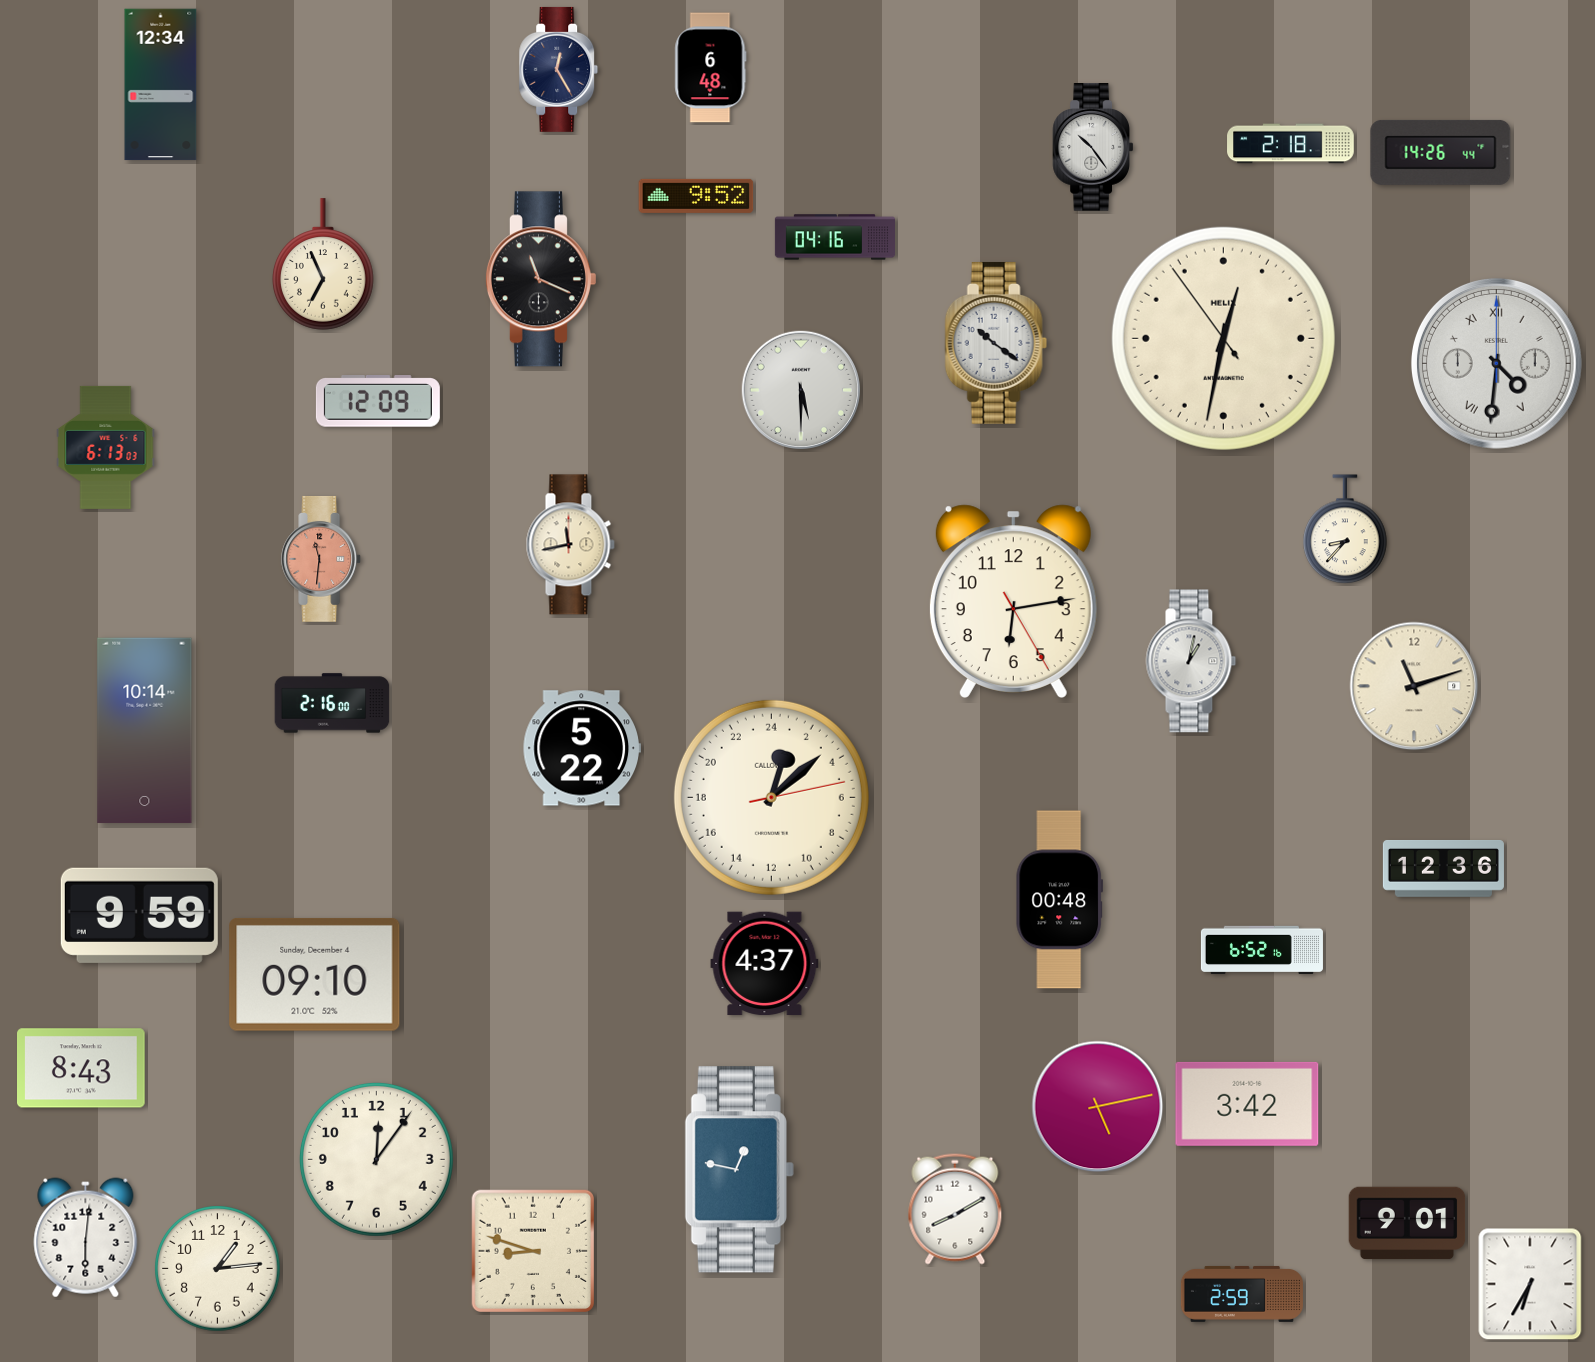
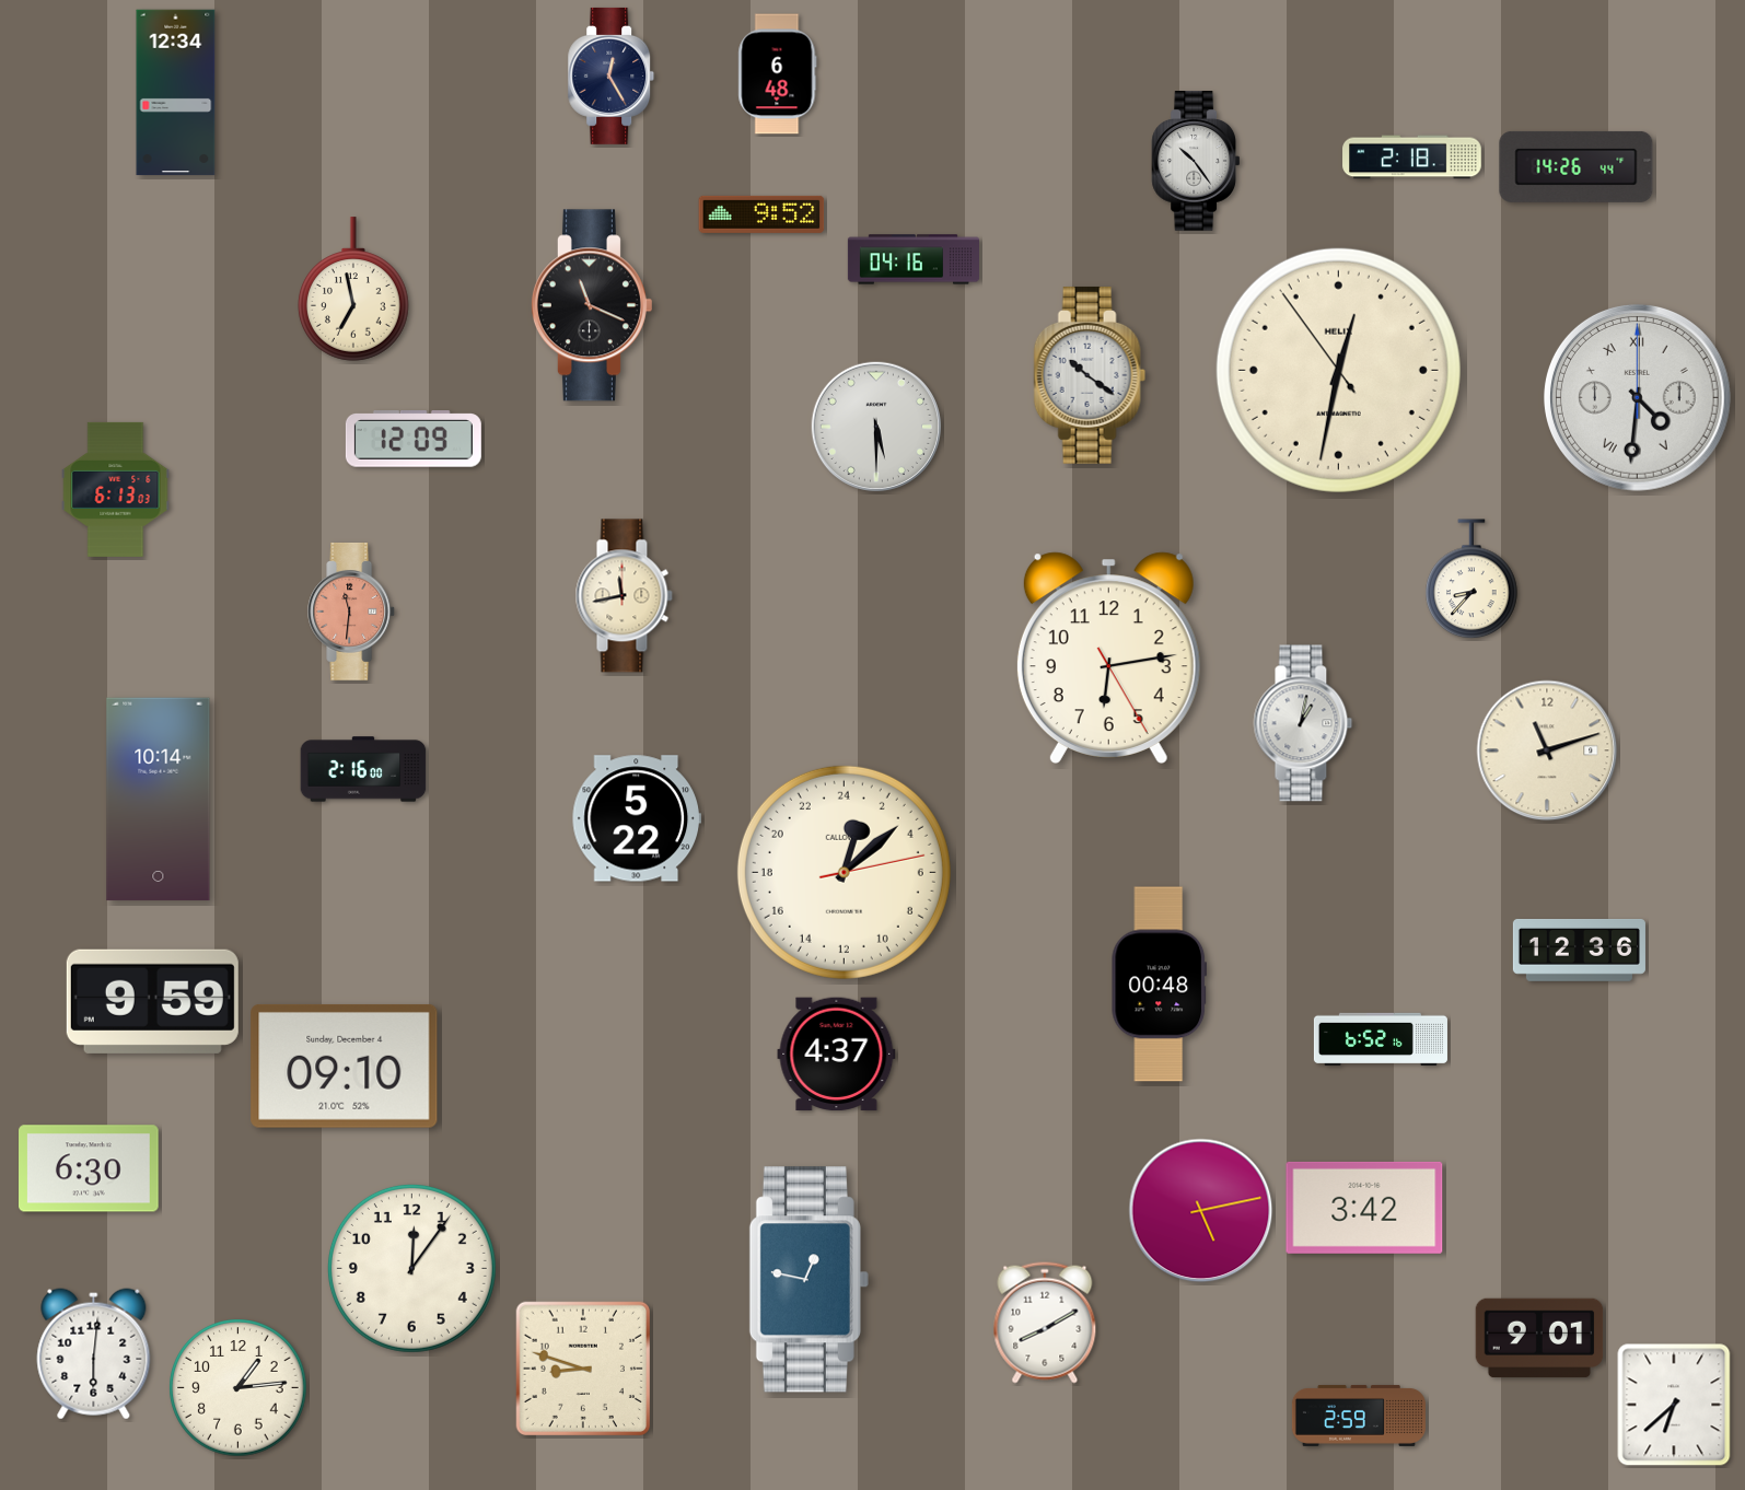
clock at (324, 264): 6:56 -> 6:58
clock at (82, 1068): 8:43 -> 6:30
clock at (1530, 1284): 6:35 -> 6:38
